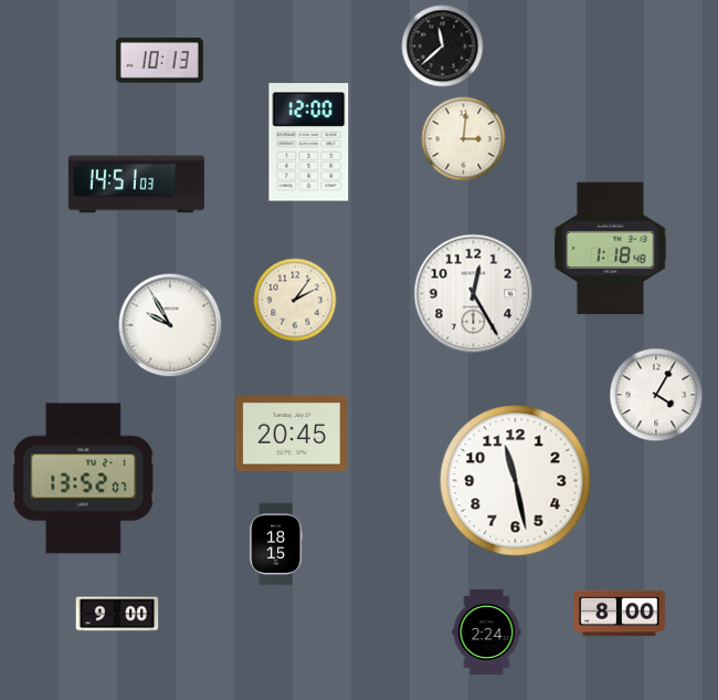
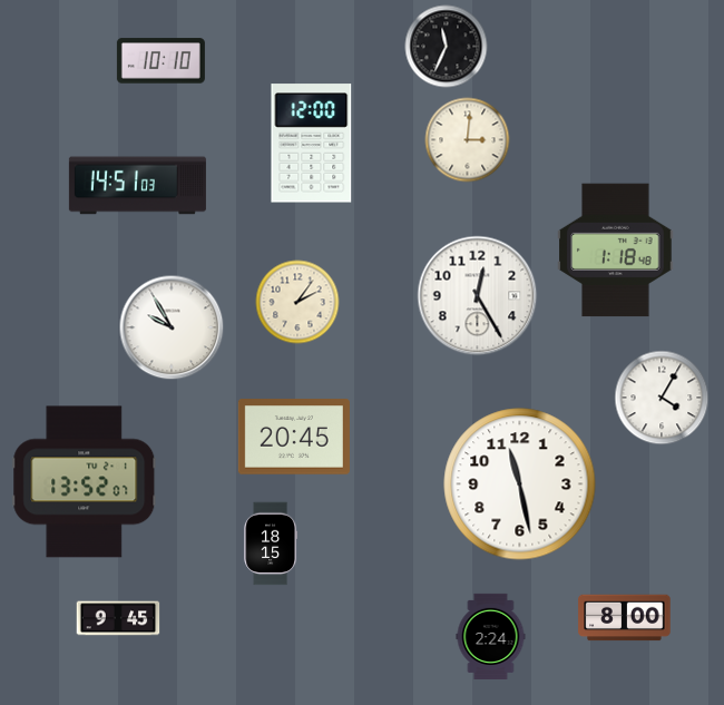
clock at (443, 46): 11:38 -> 11:34
clock at (159, 61): 10:13 -> 10:10
clock at (275, 544) position: (275, 544) -> (270, 544)
clock at (117, 614): 9:00 -> 9:45
